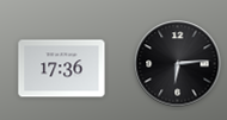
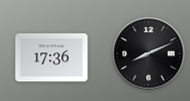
clock at (178, 64): 6:14 -> 8:11
